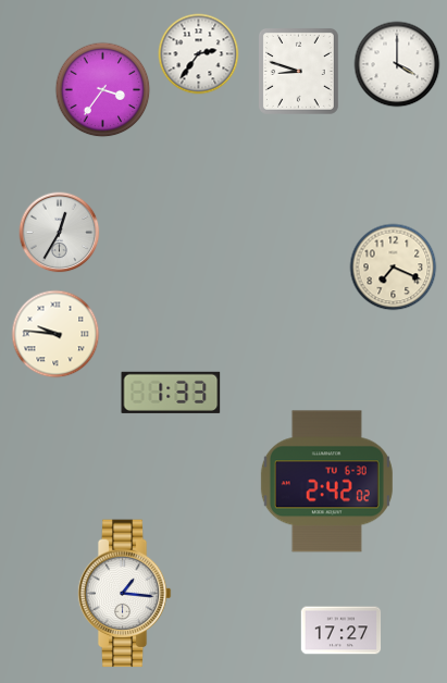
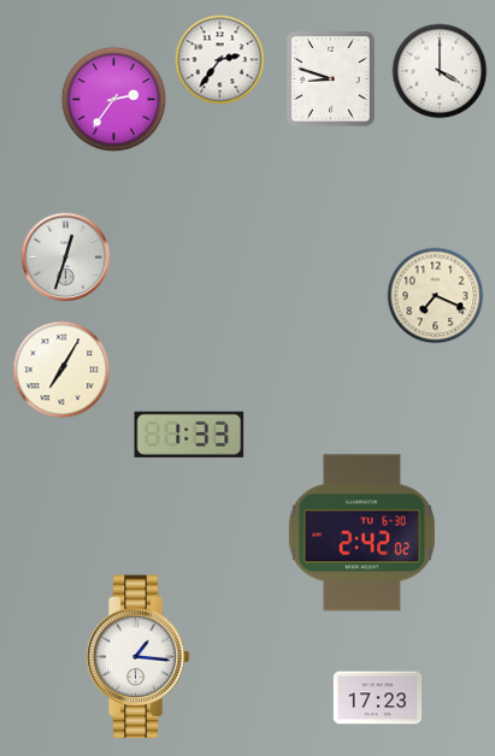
clock at (103, 90): 3:36 -> 2:36
clock at (60, 233): 12:35 -> 12:33
clock at (55, 334): 9:46 -> 7:05
clock at (342, 631): 17:27 -> 17:23
